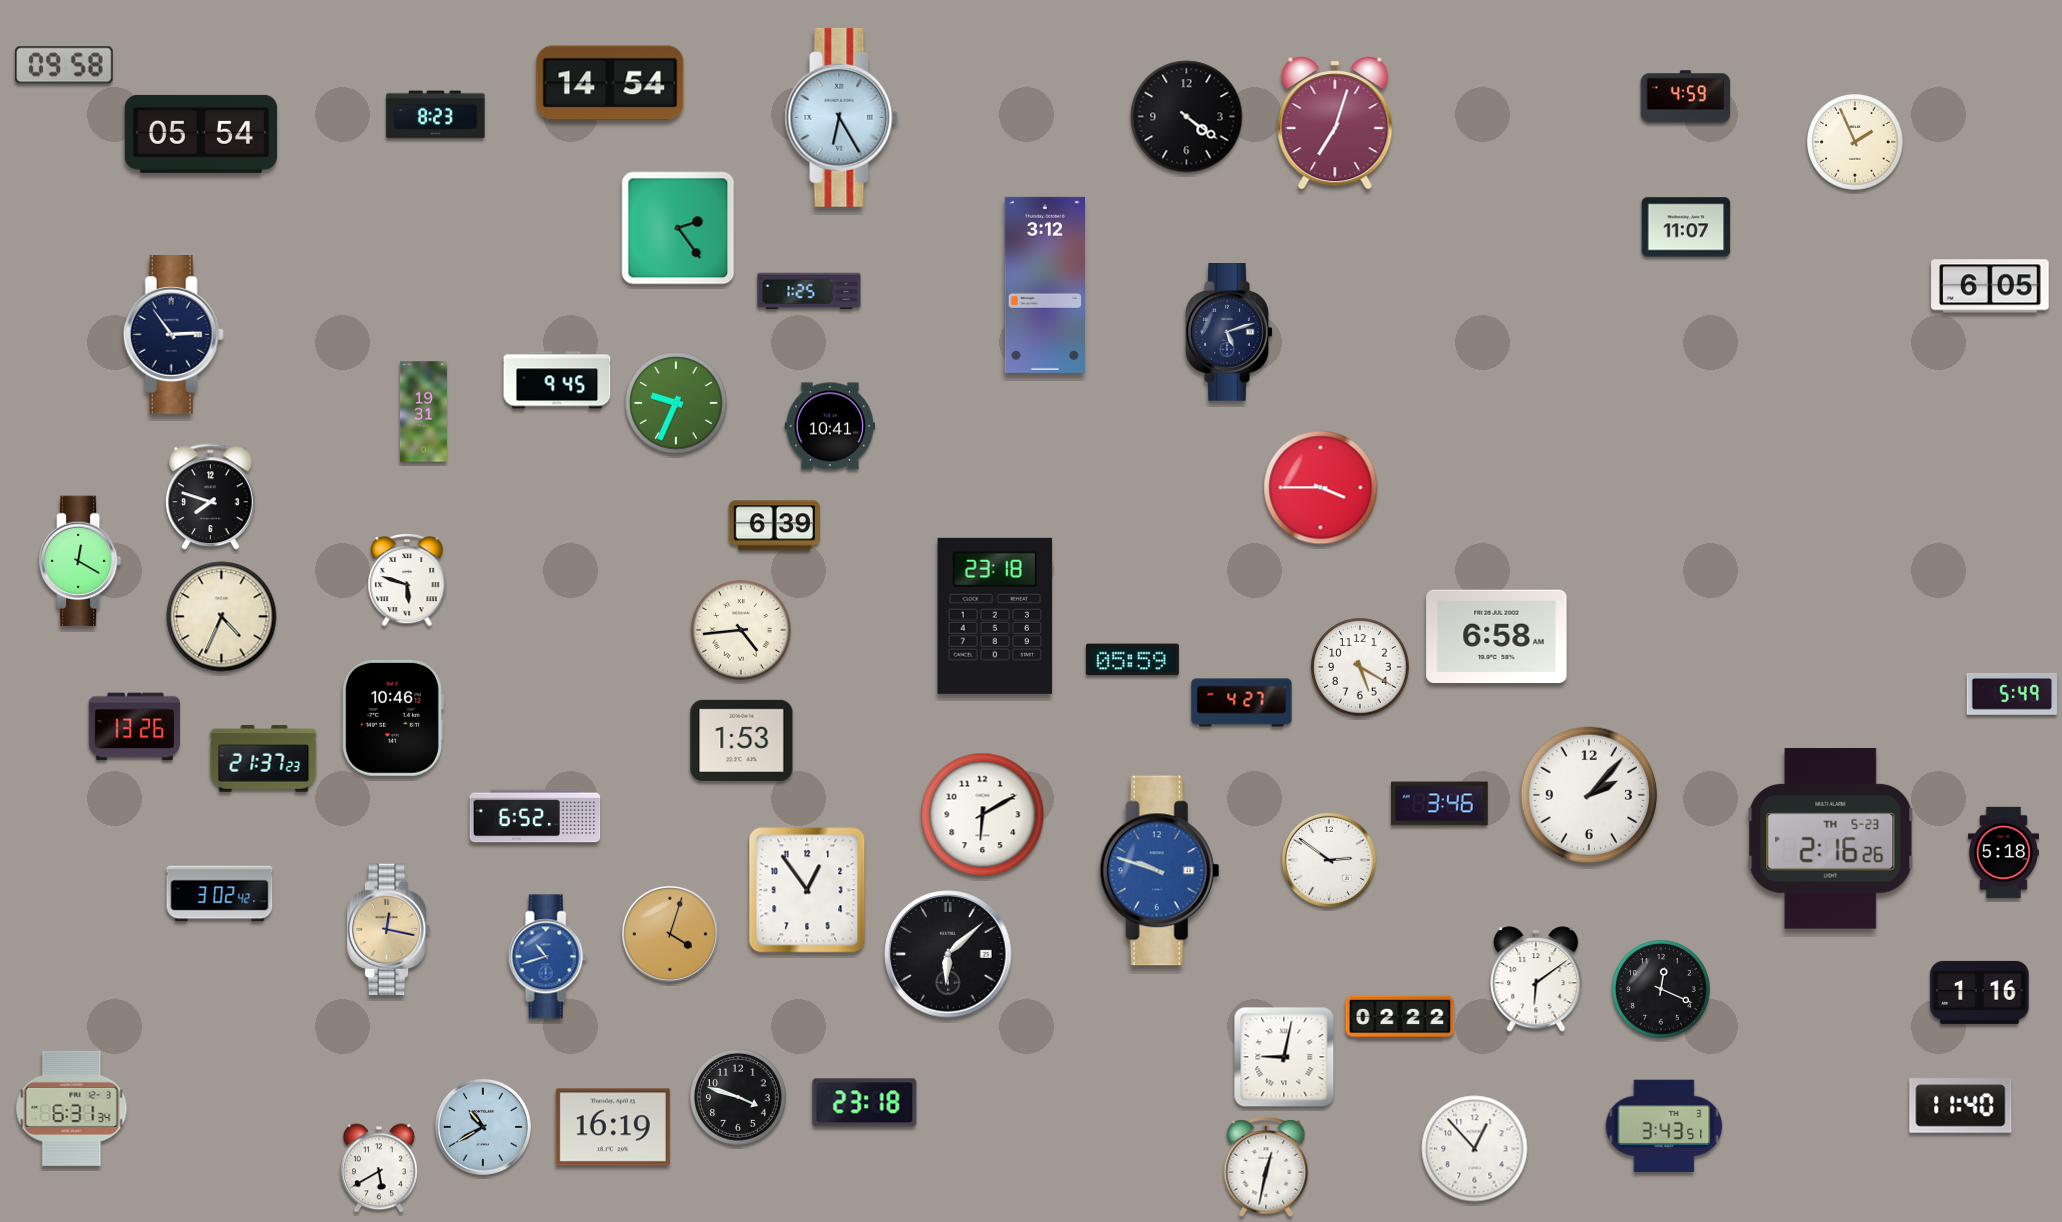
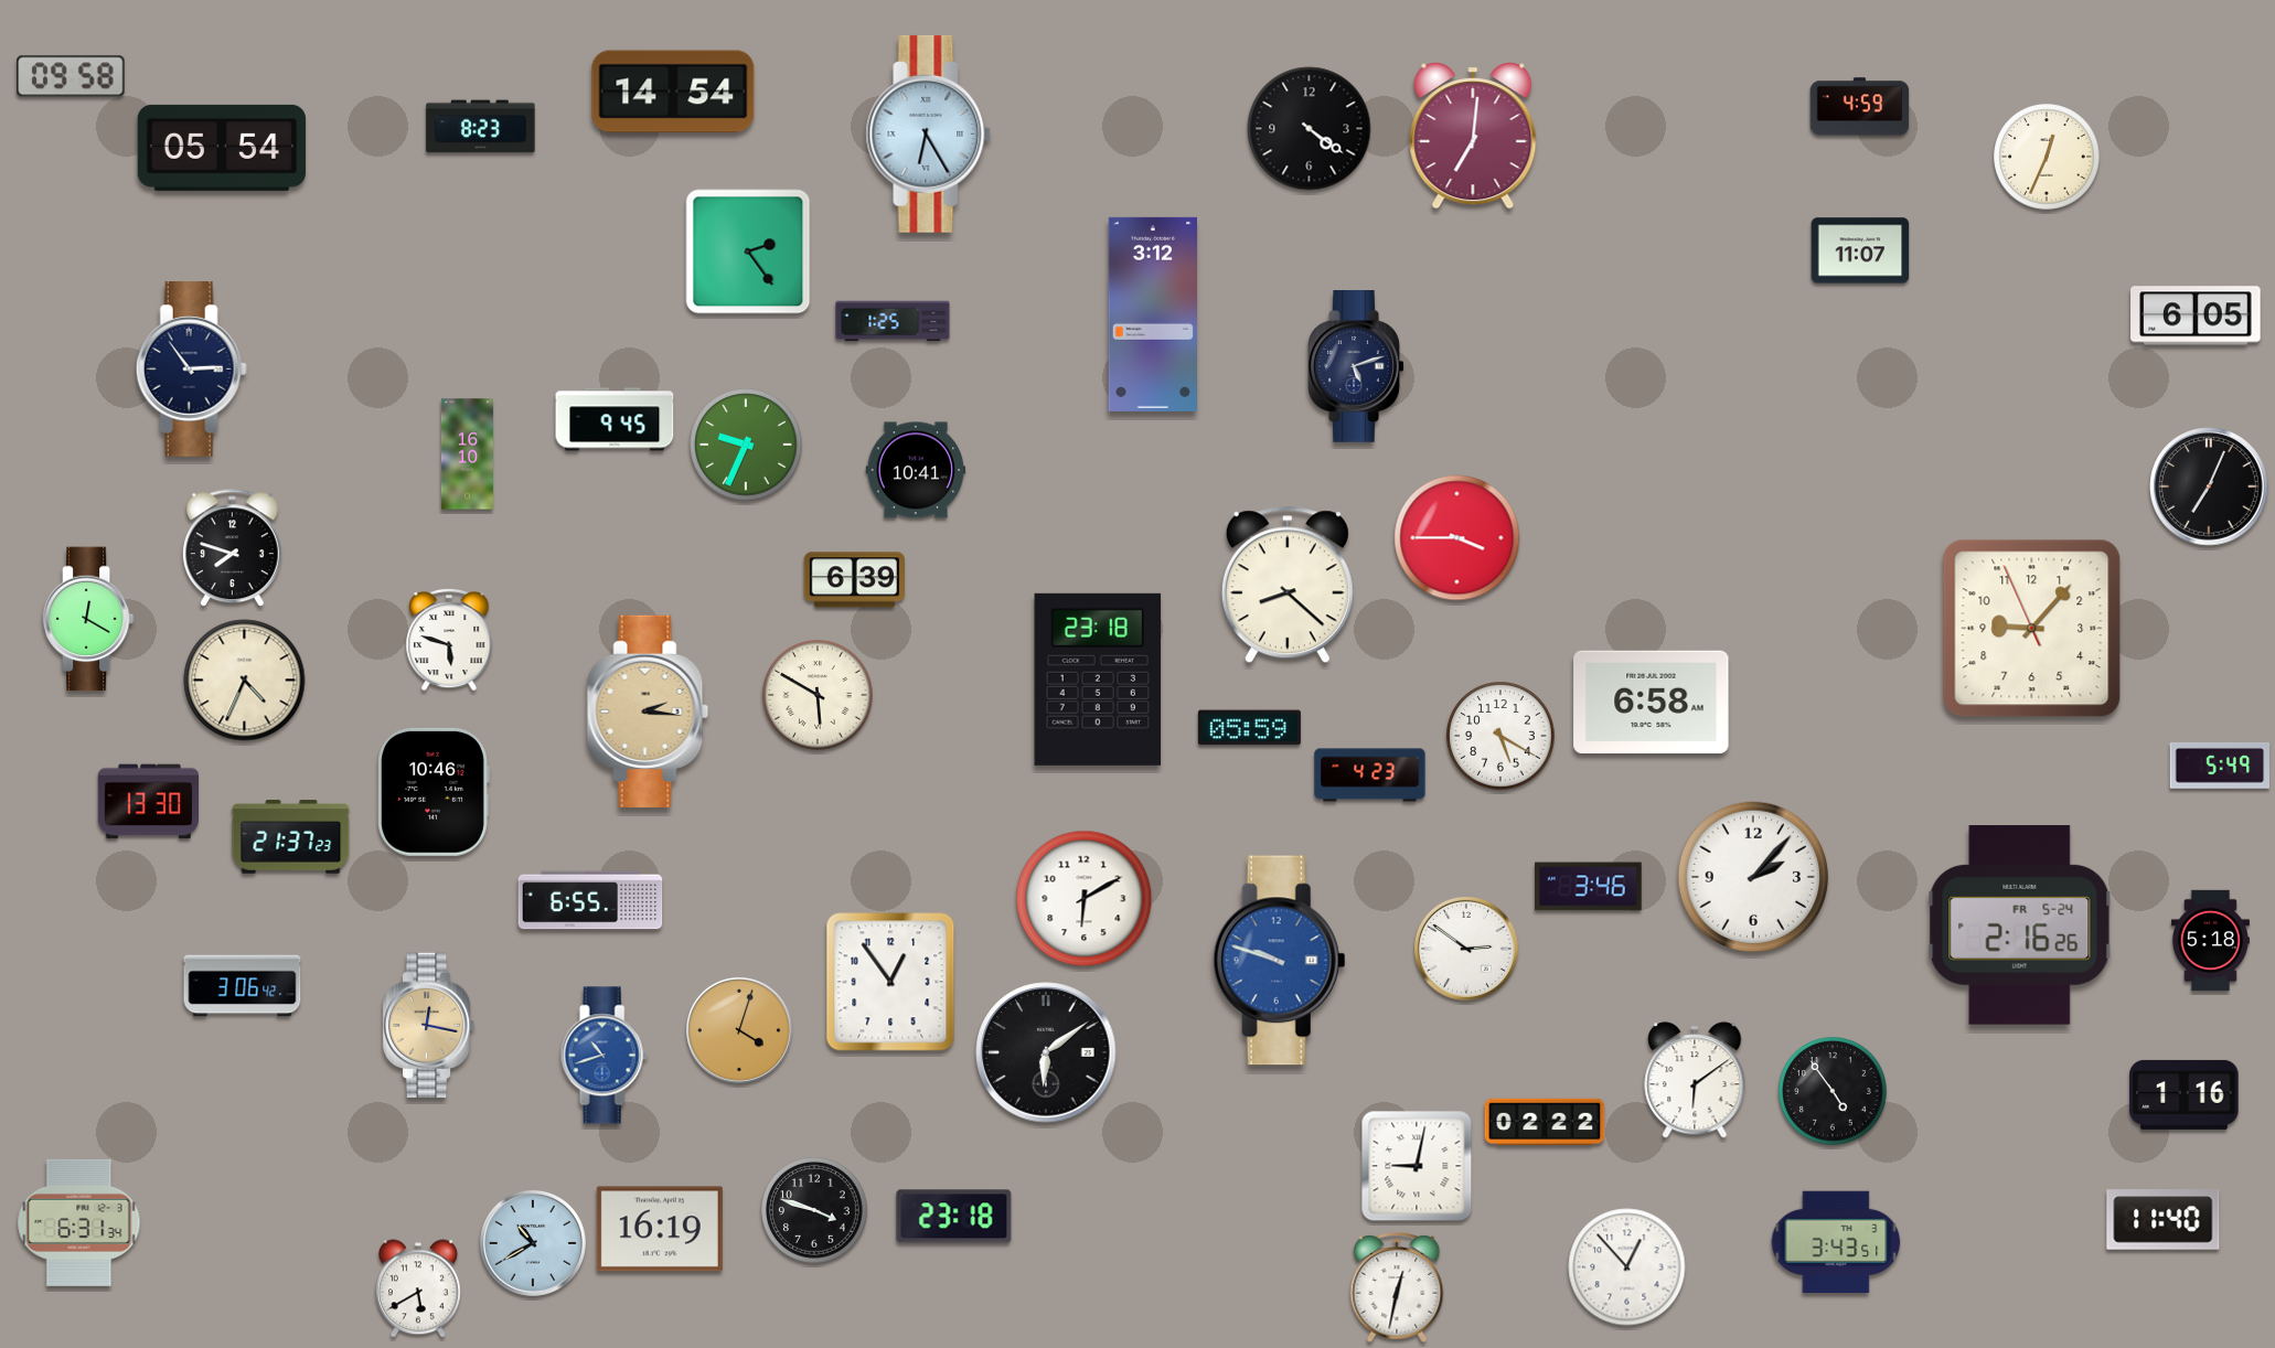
clock at (64, 65) position: (64, 65) -> (71, 76)
clock at (842, 117) position: (842, 117) -> (929, 133)
clock at (1335, 123): 7:03 -> 7:01
clock at (1855, 142): 1:56 -> 12:34
clock at (423, 412): 19:31 -> 16:10
clock at (2210, 488): none -> 7:04
clock at (1288, 585): none -> 8:22
clock at (2032, 629): none -> 9:06
clock at (741, 630): 4:44 -> 5:50
clock at (648, 712): none -> 2:16
clock at (1242, 703): 4:27 -> 4:23
clock at (134, 727): 13:26 -> 13:30
clock at (742, 740): 1:53 -> none
clock at (535, 816): 6:52 -> 6:55
clock at (1831, 839) date: TH 5-23 -> FR 5-24
clock at (220, 894): 3:02 -> 3:06
clock at (948, 954): 6:08 -> 6:09
clock at (1661, 989): 12:19 -> 4:54
clock at (613, 1127) position: (613, 1127) -> (660, 1229)
